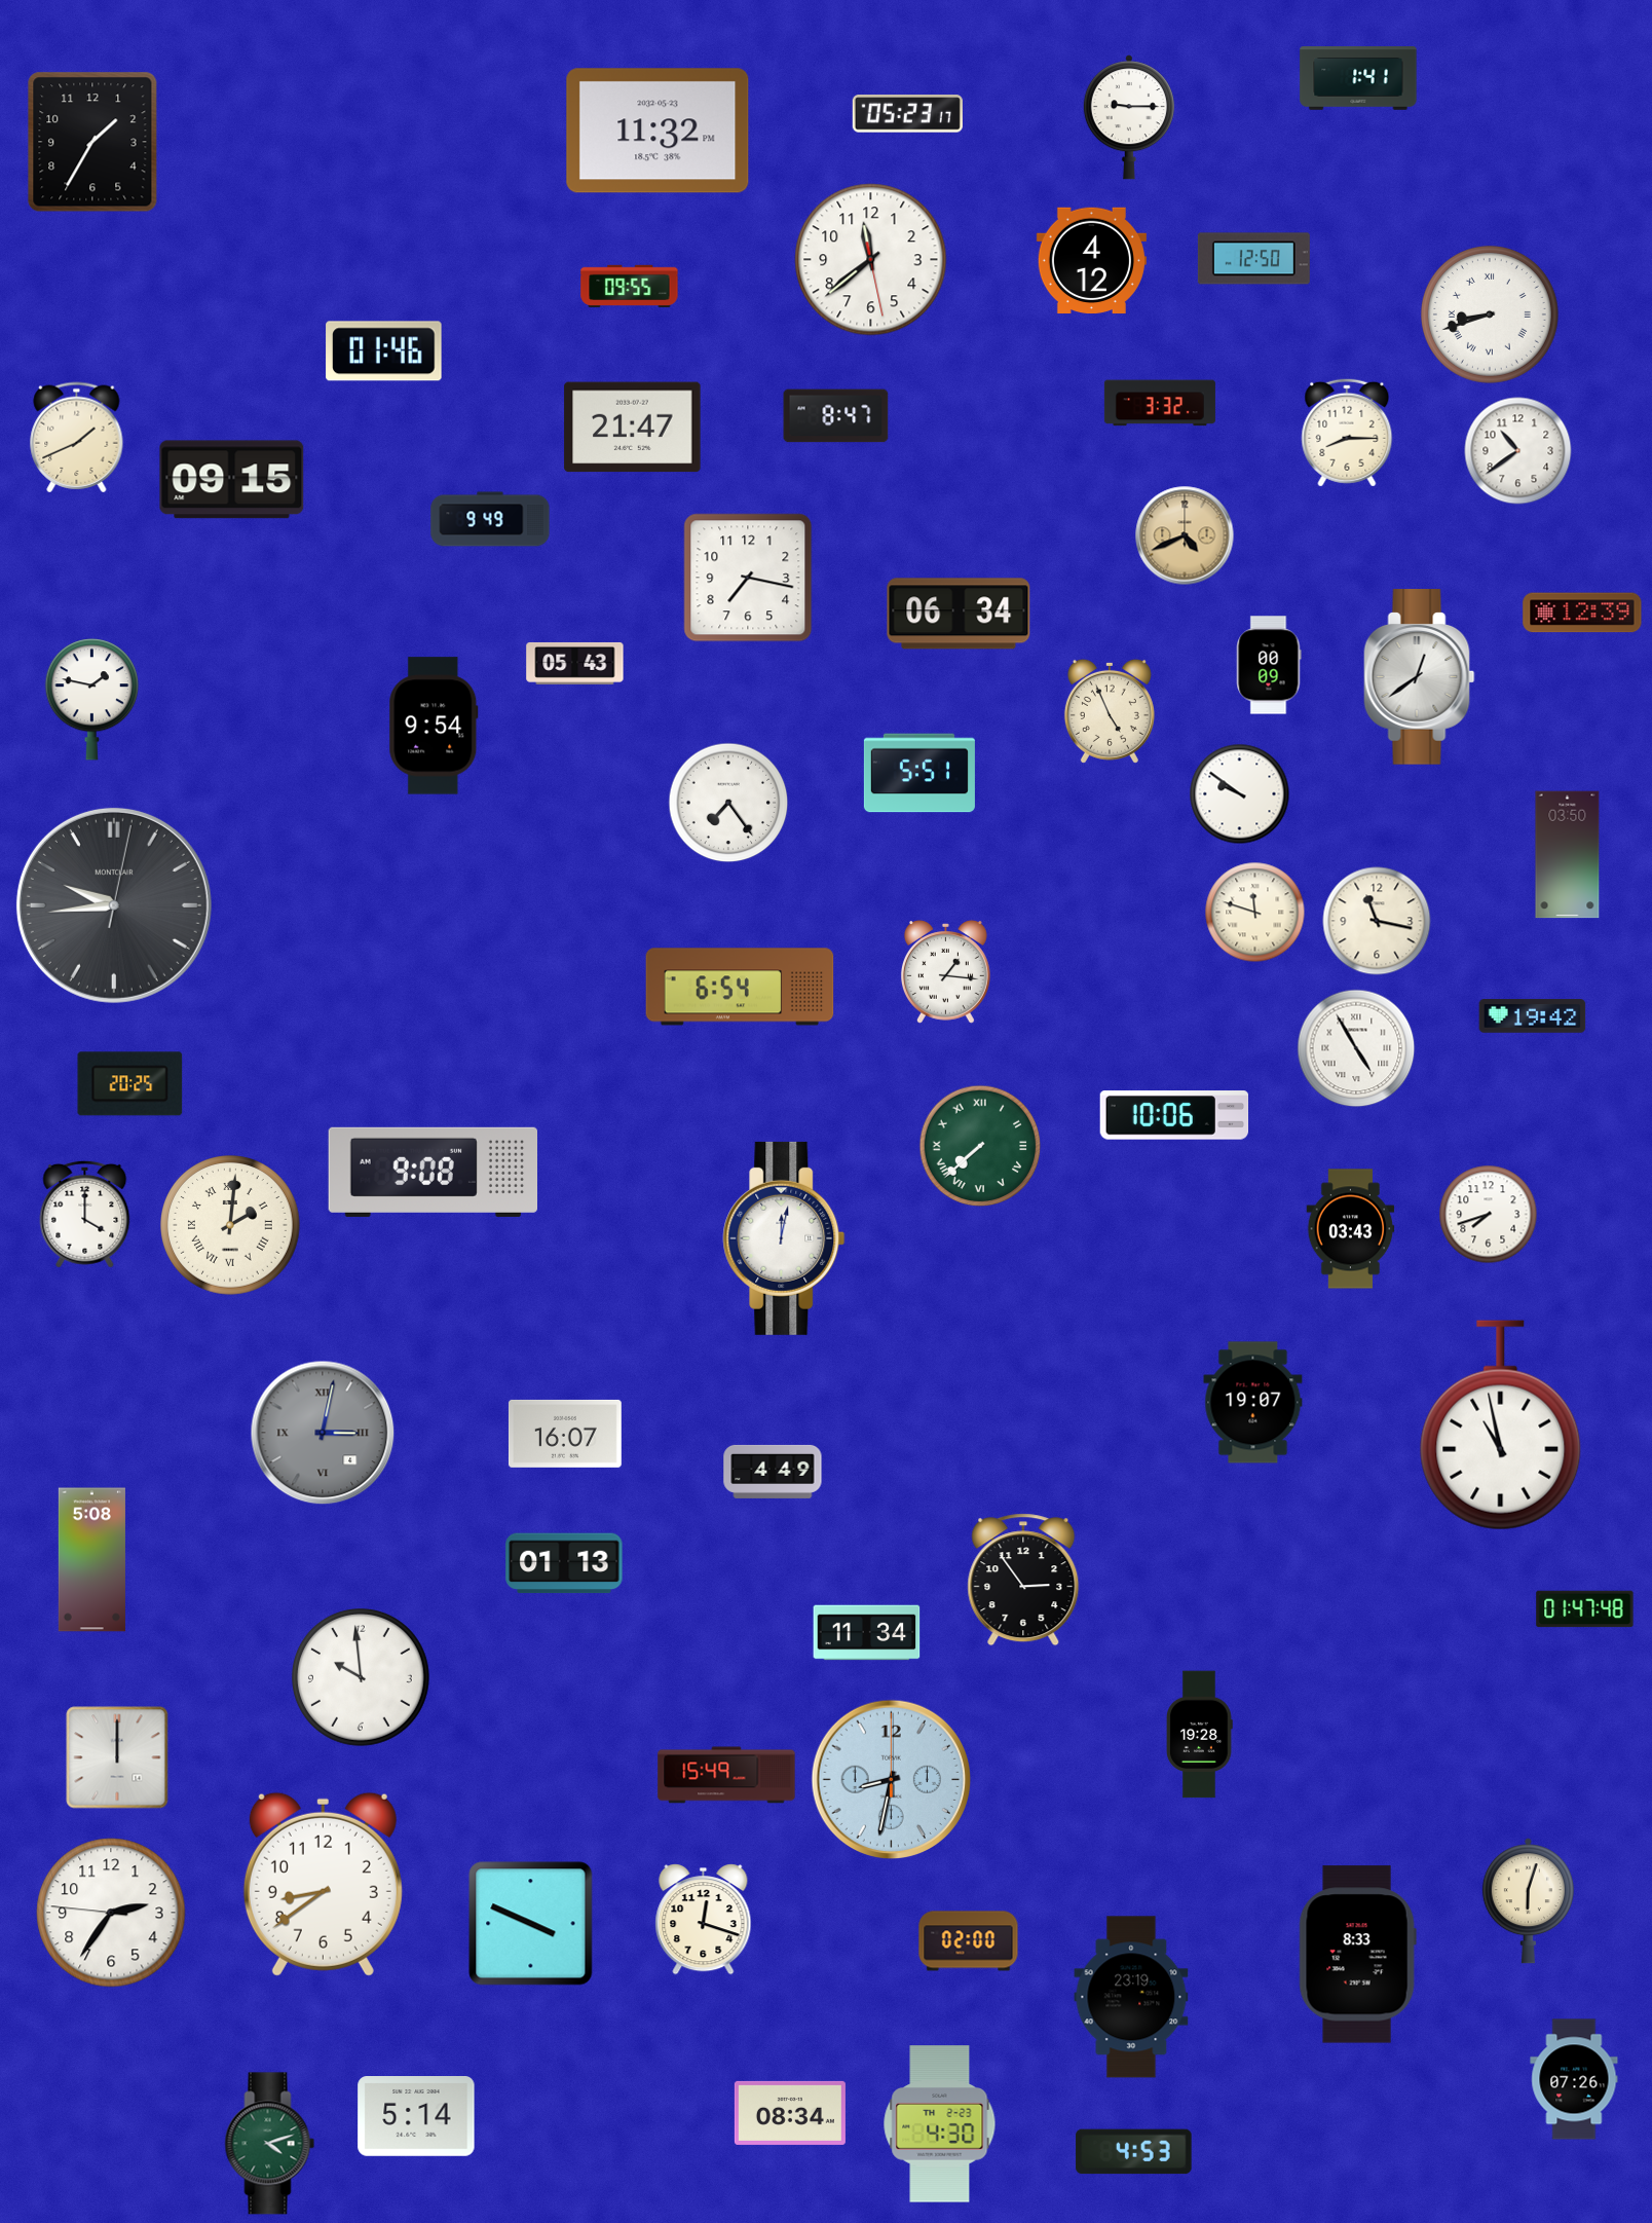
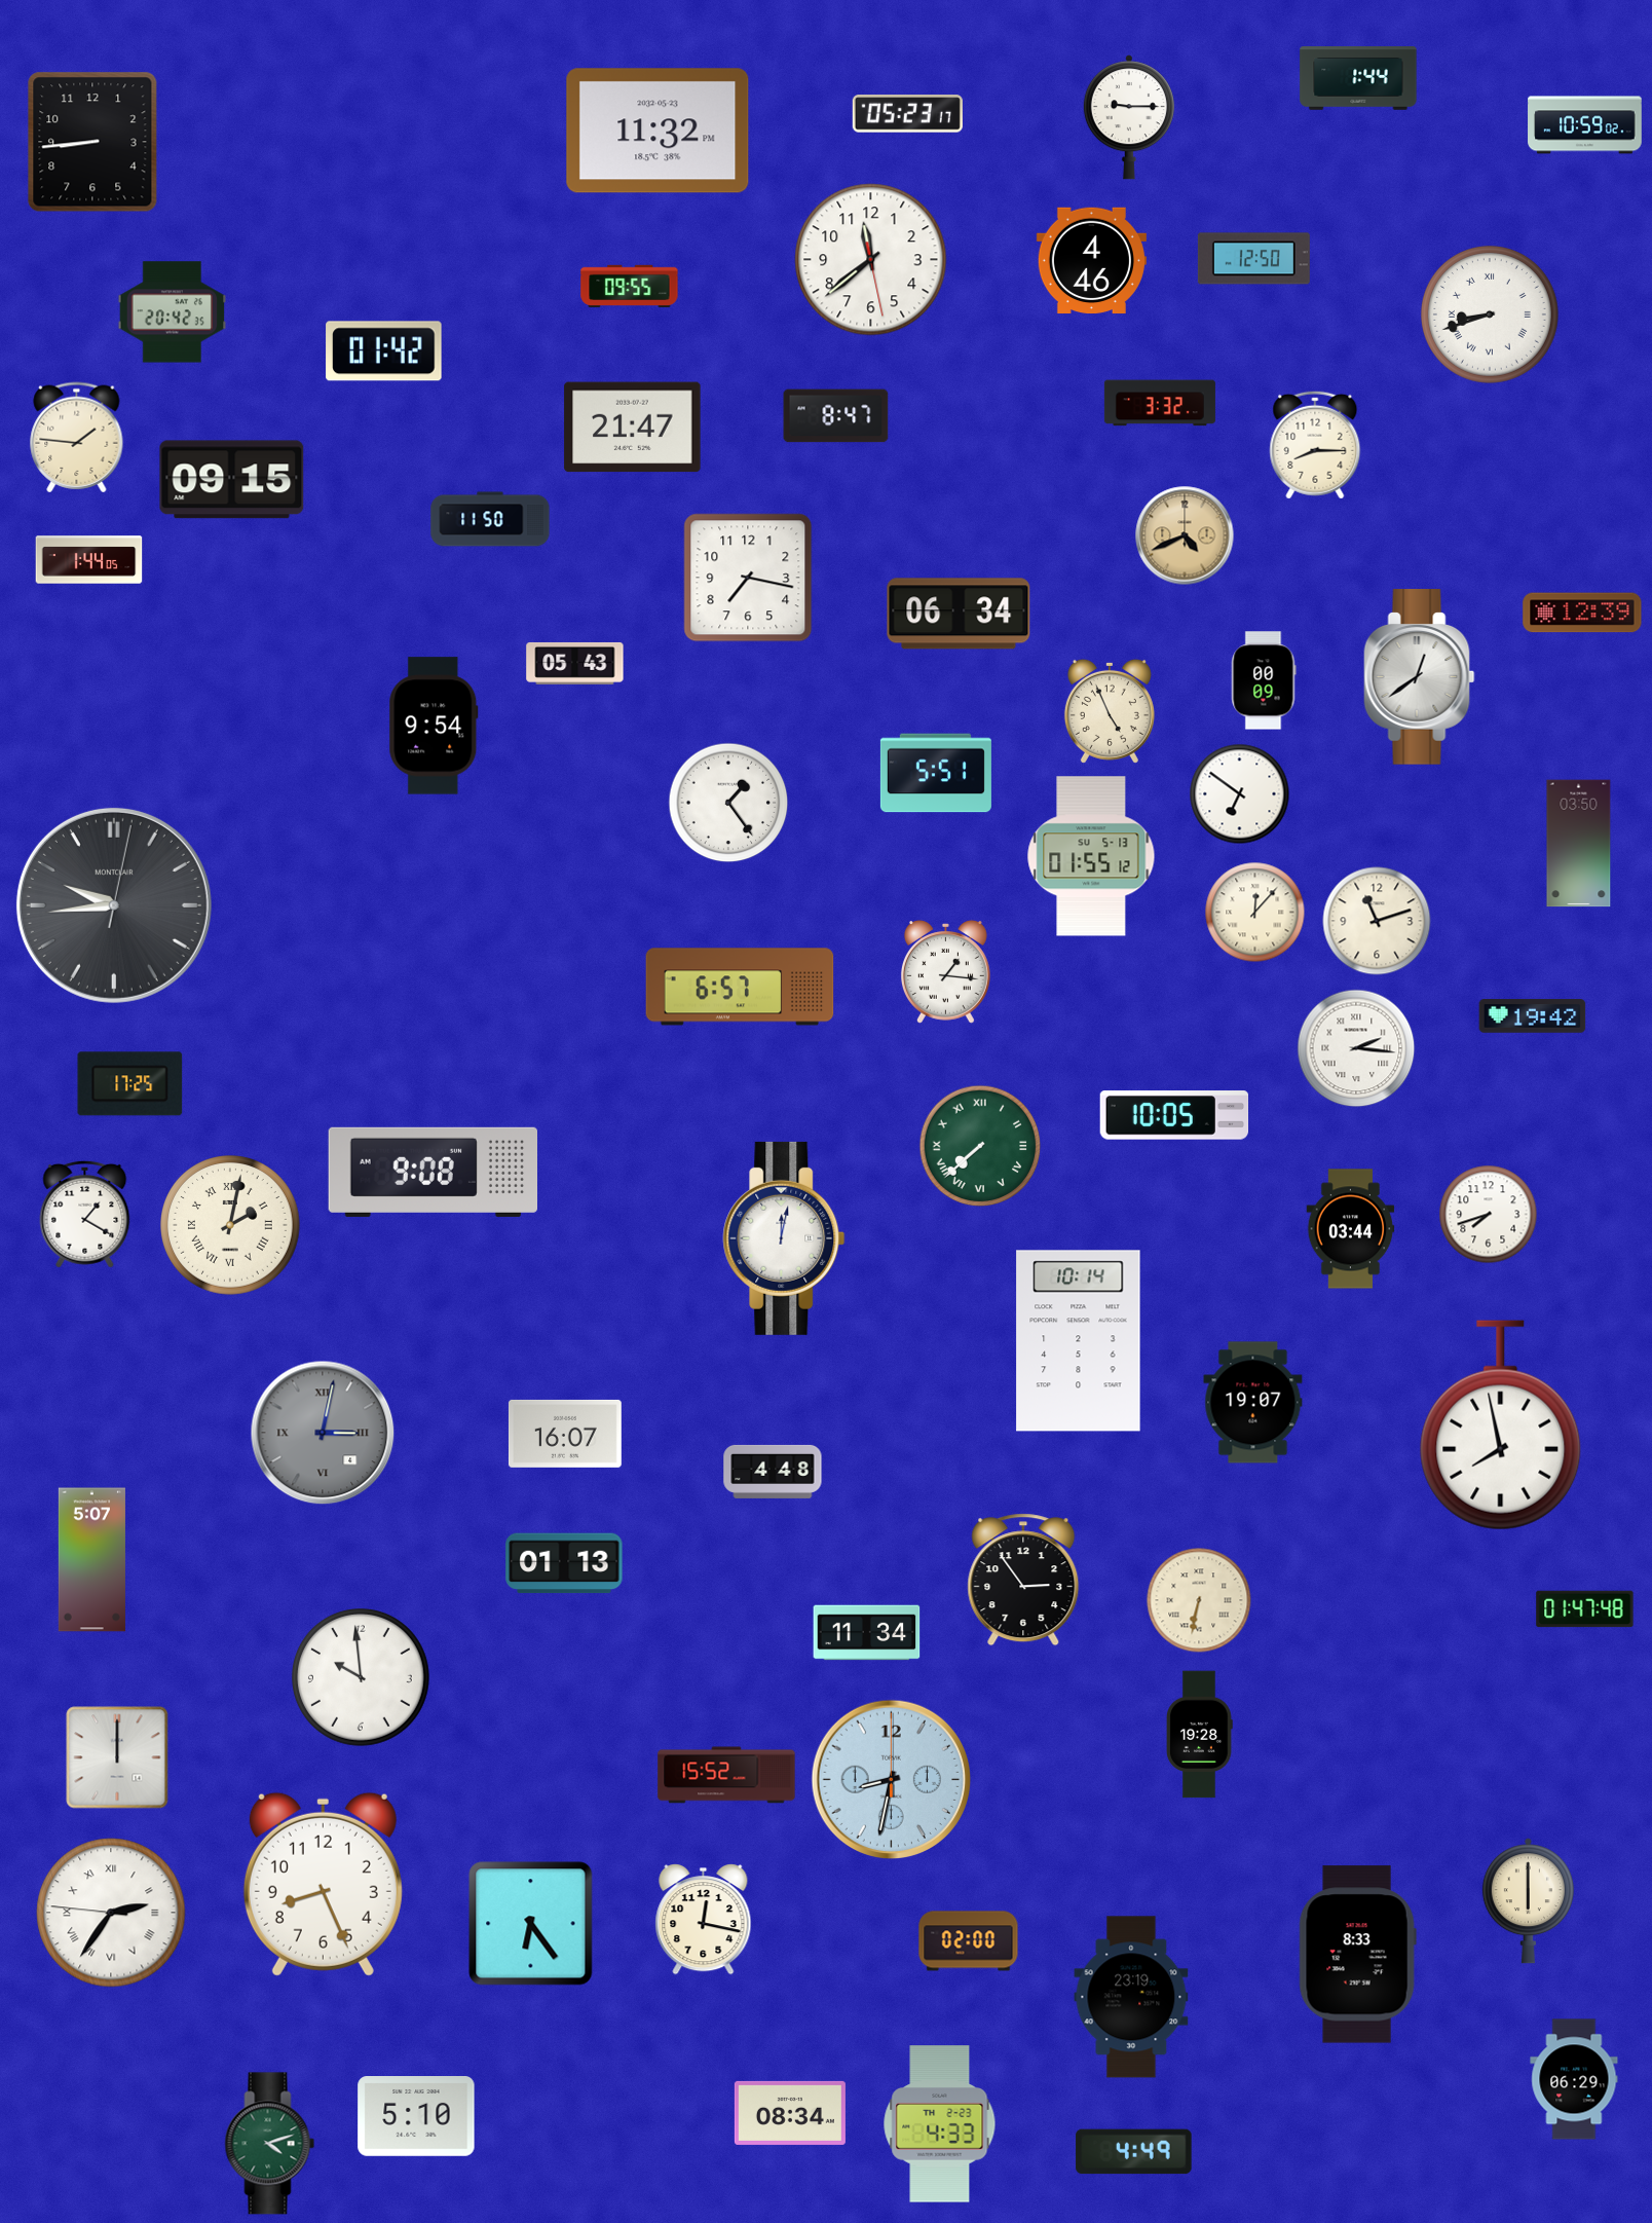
clock at (1358, 78): 1:41 -> 1:44
clock at (1585, 125): none -> 10:59
clock at (92, 142): 1:35 -> 8:44
clock at (1091, 261): 4:12 -> 4:46
clock at (173, 312): none -> 20:42
clock at (384, 351): 01:46 -> 01:42
clock at (1347, 433) position: (1347, 433) -> (1315, 445)
clock at (77, 438): 1:41 -> 1:46
clock at (1518, 451): 10:39 -> none
clock at (490, 519): 9:49 -> 11:50
clock at (89, 560): none -> 1:44
clock at (1269, 665) position: (1269, 665) -> (1264, 680)
clock at (91, 700): 1:47 -> none
clock at (919, 773) position: (919, 773) -> (936, 773)
clock at (1240, 794): 9:51 -> 6:51
clock at (728, 803): 7:24 -> 1:24
clock at (1568, 855) position: (1568, 855) -> (1579, 844)
clock at (1091, 856): none -> 01:55
clock at (1255, 913): 11:48 -> 12:07
clock at (1377, 921): 11:17 -> 11:12
clock at (740, 987): 6:54 -> 6:57
clock at (1356, 1048): 4:55 -> 2:16
clock at (130, 1084): 20:25 -> 17:25
clock at (1174, 1115): 10:06 -> 10:05
clock at (85, 1214): 4:00 -> 1:20
clock at (231, 1226): 2:01 -> 2:02
clock at (1351, 1229): 03:43 -> 03:44
clock at (1079, 1341): none -> 10:14
clock at (1501, 1425): 10:58 -> 7:58
clock at (773, 1472): 4:49 -> 4:48
clock at (91, 1560): 5:08 -> 5:07
clock at (1199, 1600): none -> 6:32
clock at (726, 1775): 15:49 -> 15:52
clock at (323, 1884): 8:39 -> 8:26
clock at (1528, 1901): 6:03 -> 6:00
clock at (111, 1913) numerals: Arabic -> Roman
clock at (704, 1920): 12:18 -> 12:17
clock at (531, 1924): 3:49 -> 6:24
clock at (1574, 2079): 07:26 -> 06:29
clock at (416, 2117): 5:14 -> 5:10
clock at (940, 2124): 4:30 -> 4:33
clock at (1134, 2152): 4:53 -> 4:49
